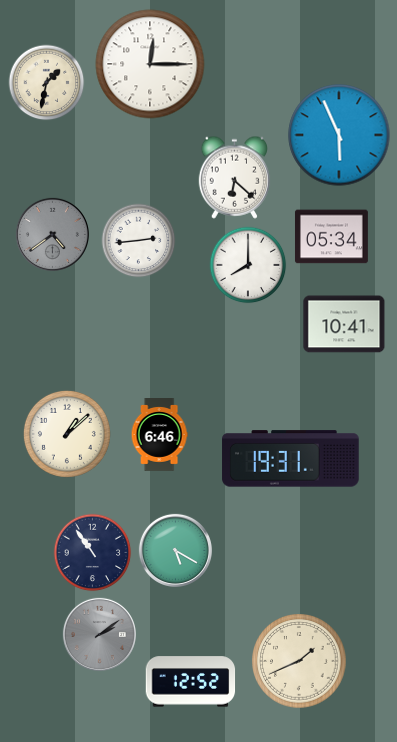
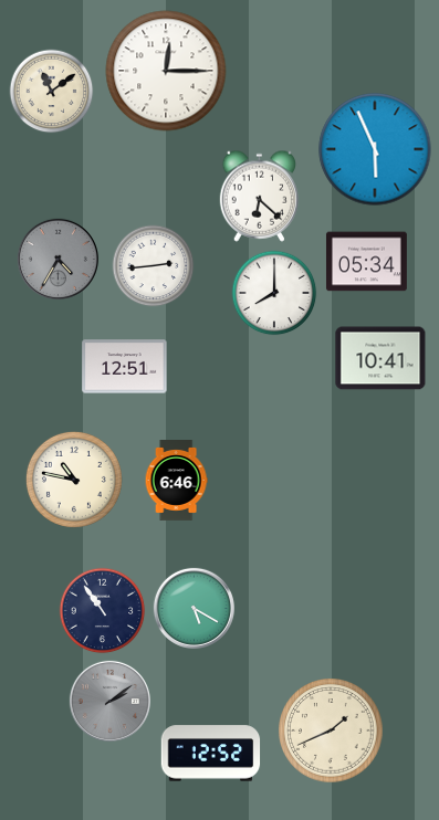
clock at (47, 83): 1:32 -> 11:09
clock at (52, 234): 4:39 -> 4:35
clock at (125, 367): none -> 12:51
clock at (67, 434): 1:08 -> 10:47
clock at (291, 459): 19:31 -> none
